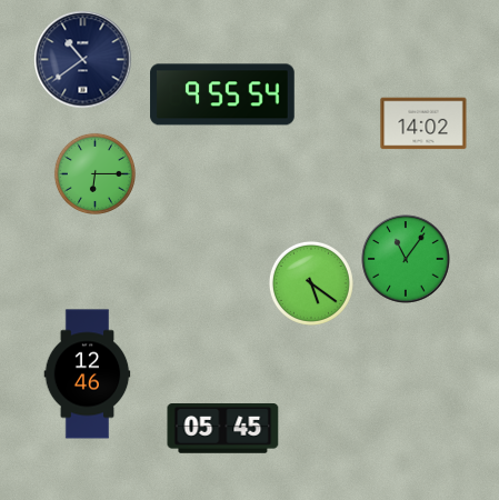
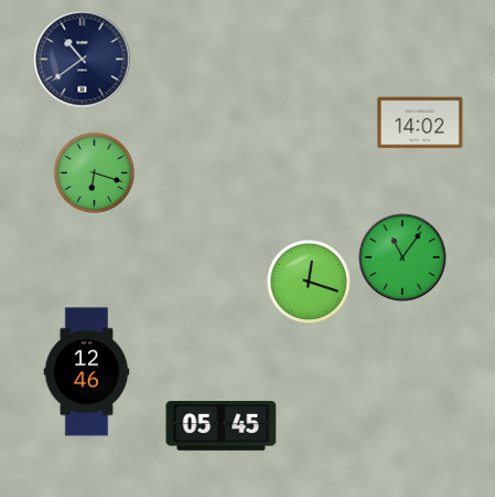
clock at (222, 94): 9:55 -> none
clock at (94, 173): 6:15 -> 6:18
clock at (311, 283): 5:21 -> 12:18
